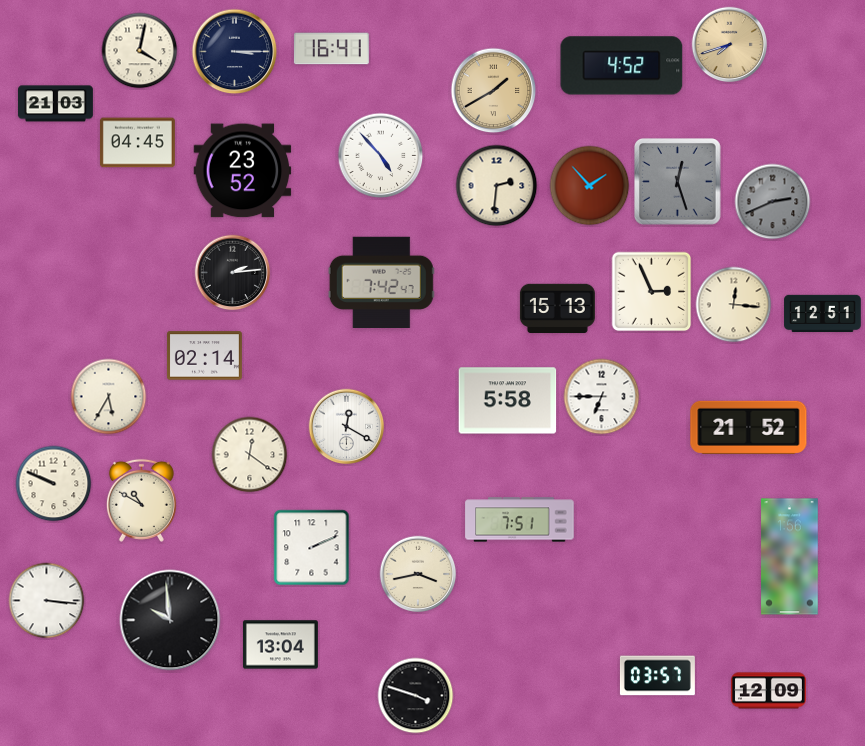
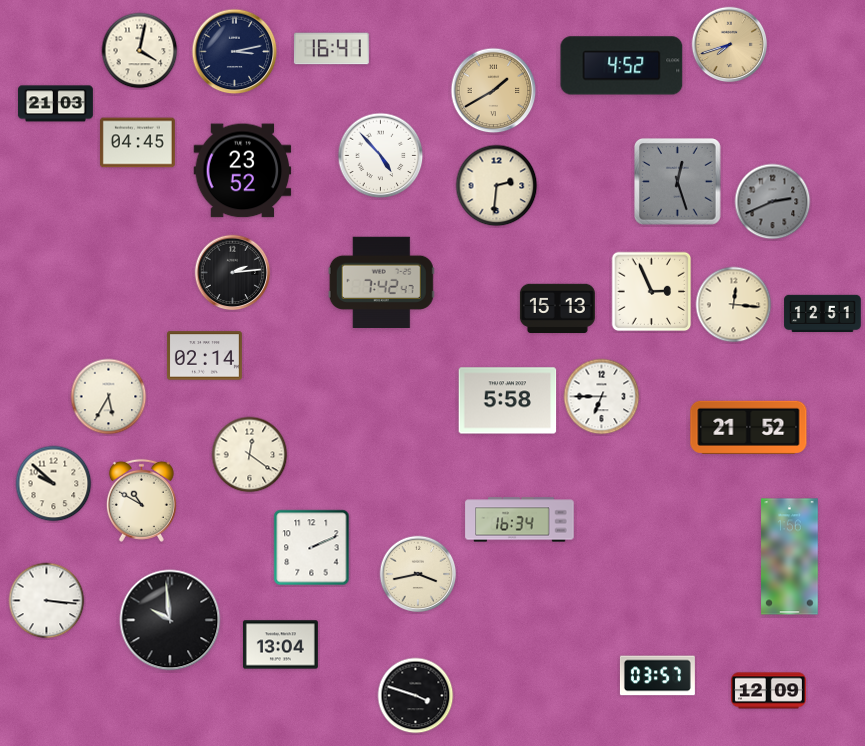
clock at (235, 52): 3:15 -> 3:13
clock at (590, 186): 1:53 -> none
clock at (347, 427): 12:20 -> none
clock at (54, 484): 9:49 -> 9:52
clock at (520, 520): 7:51 -> 16:34
